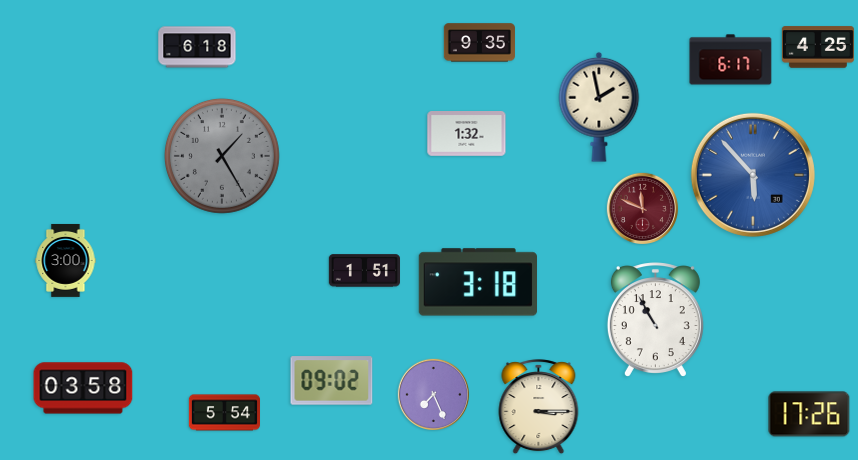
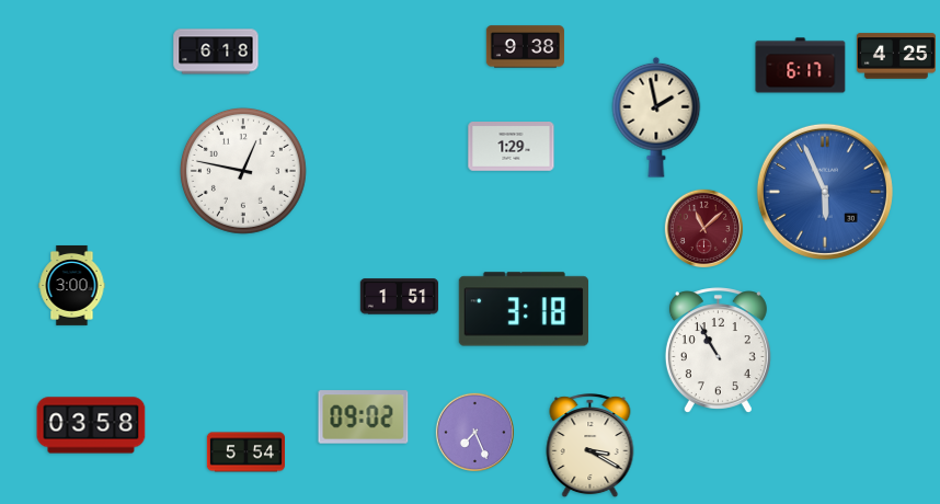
clock at (479, 43): 9:35 -> 9:38
clock at (818, 47) position: (818, 47) -> (896, 56)
clock at (467, 134): 1:32 -> 1:29
clock at (222, 156): 1:25 -> 12:47
clock at (222, 156) dial: grey -> white
clock at (753, 175): 5:53 -> 5:56
clock at (642, 208): 11:49 -> 11:08
clock at (539, 407): 3:15 -> 3:20
clock at (809, 414): 17:26 -> none
